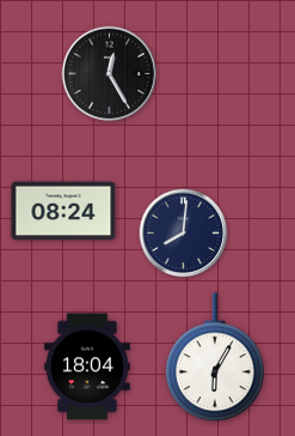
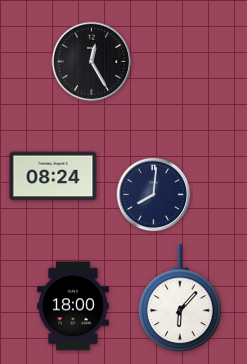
clock at (215, 358): 6:05 -> 6:07
clock at (88, 367): 18:04 -> 18:00
